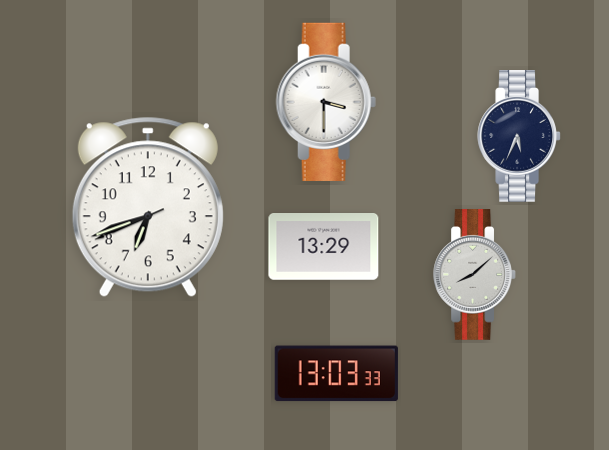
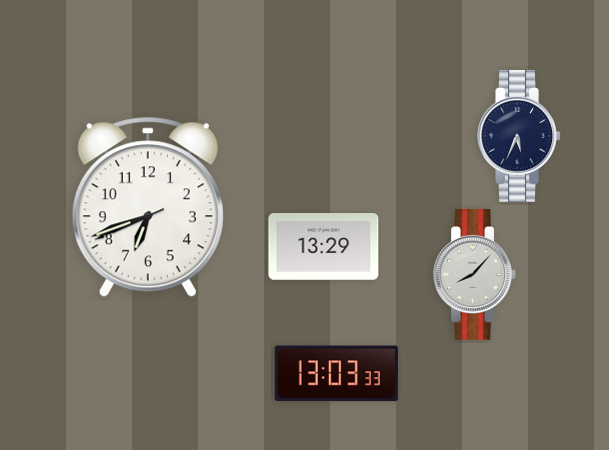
clock at (326, 102): 3:30 -> none
clock at (474, 275): 8:08 -> 8:07
